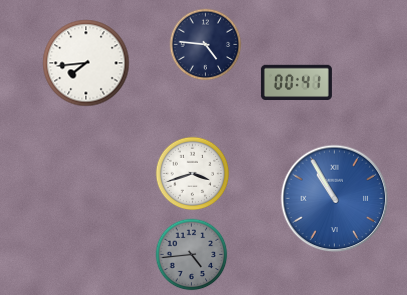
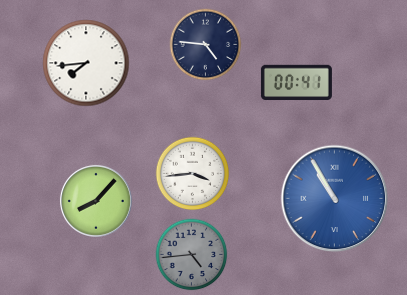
clock at (193, 174): 3:42 -> 3:44
clock at (96, 201): none -> 8:07
